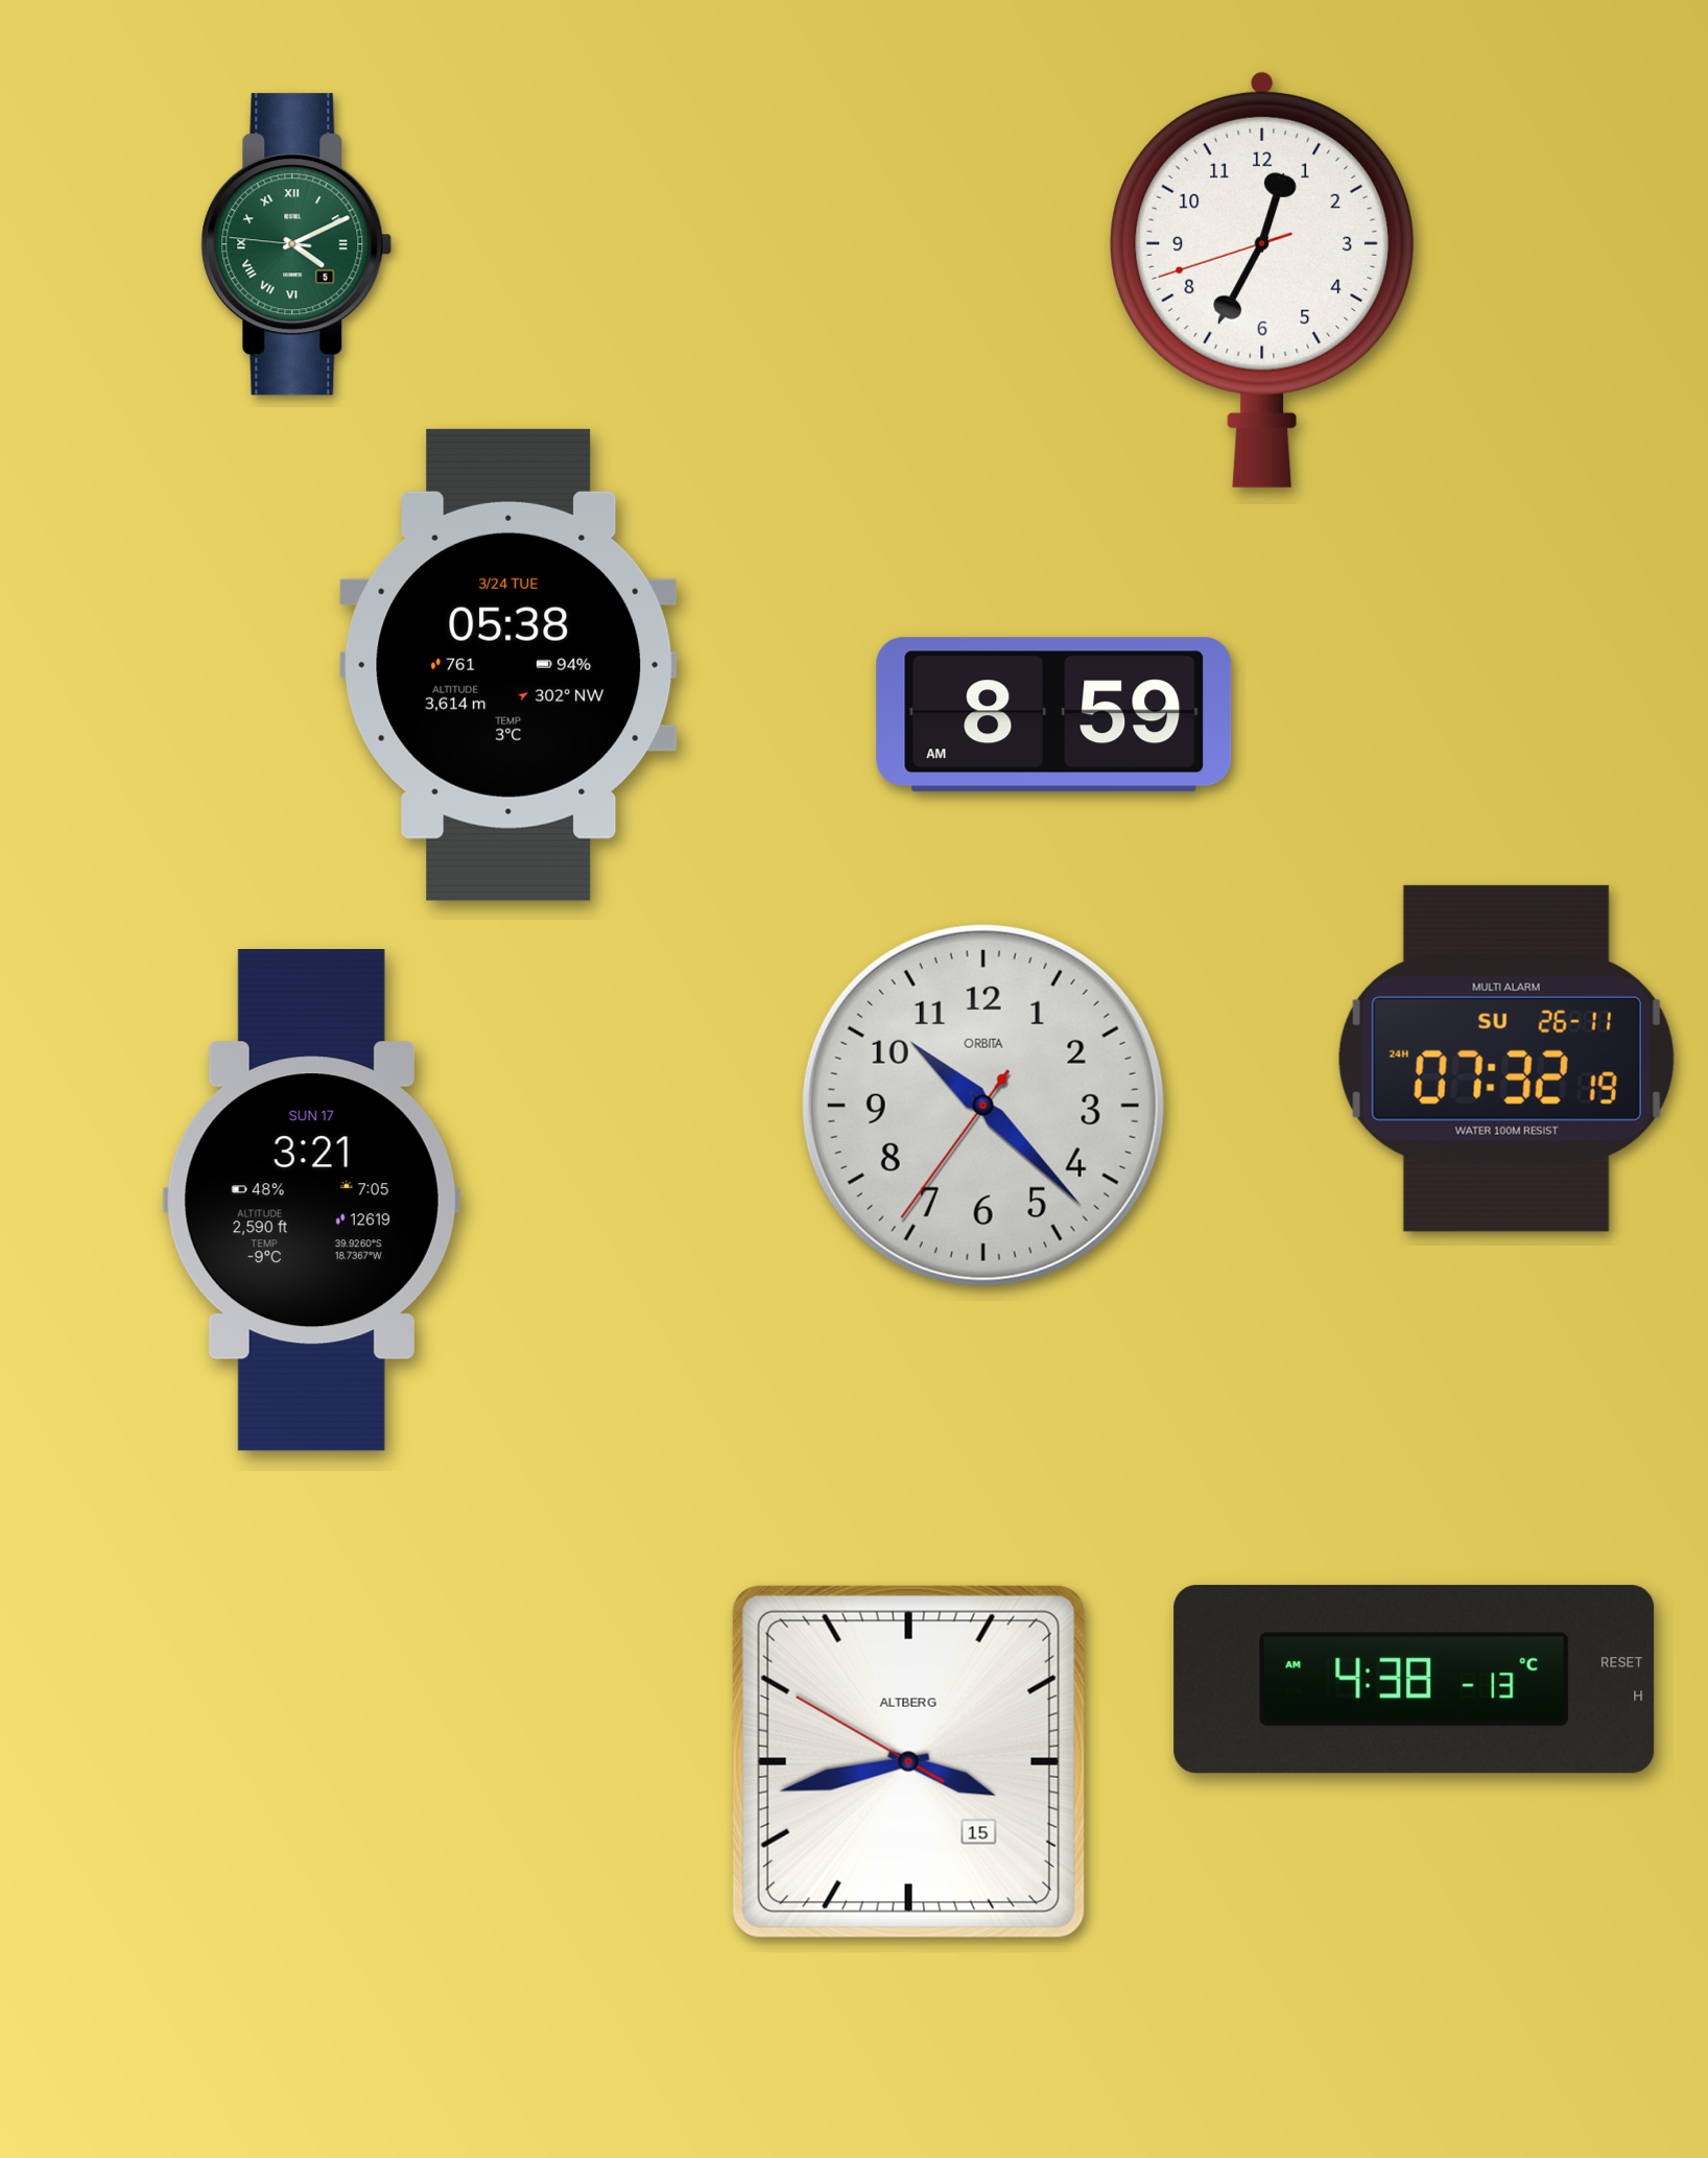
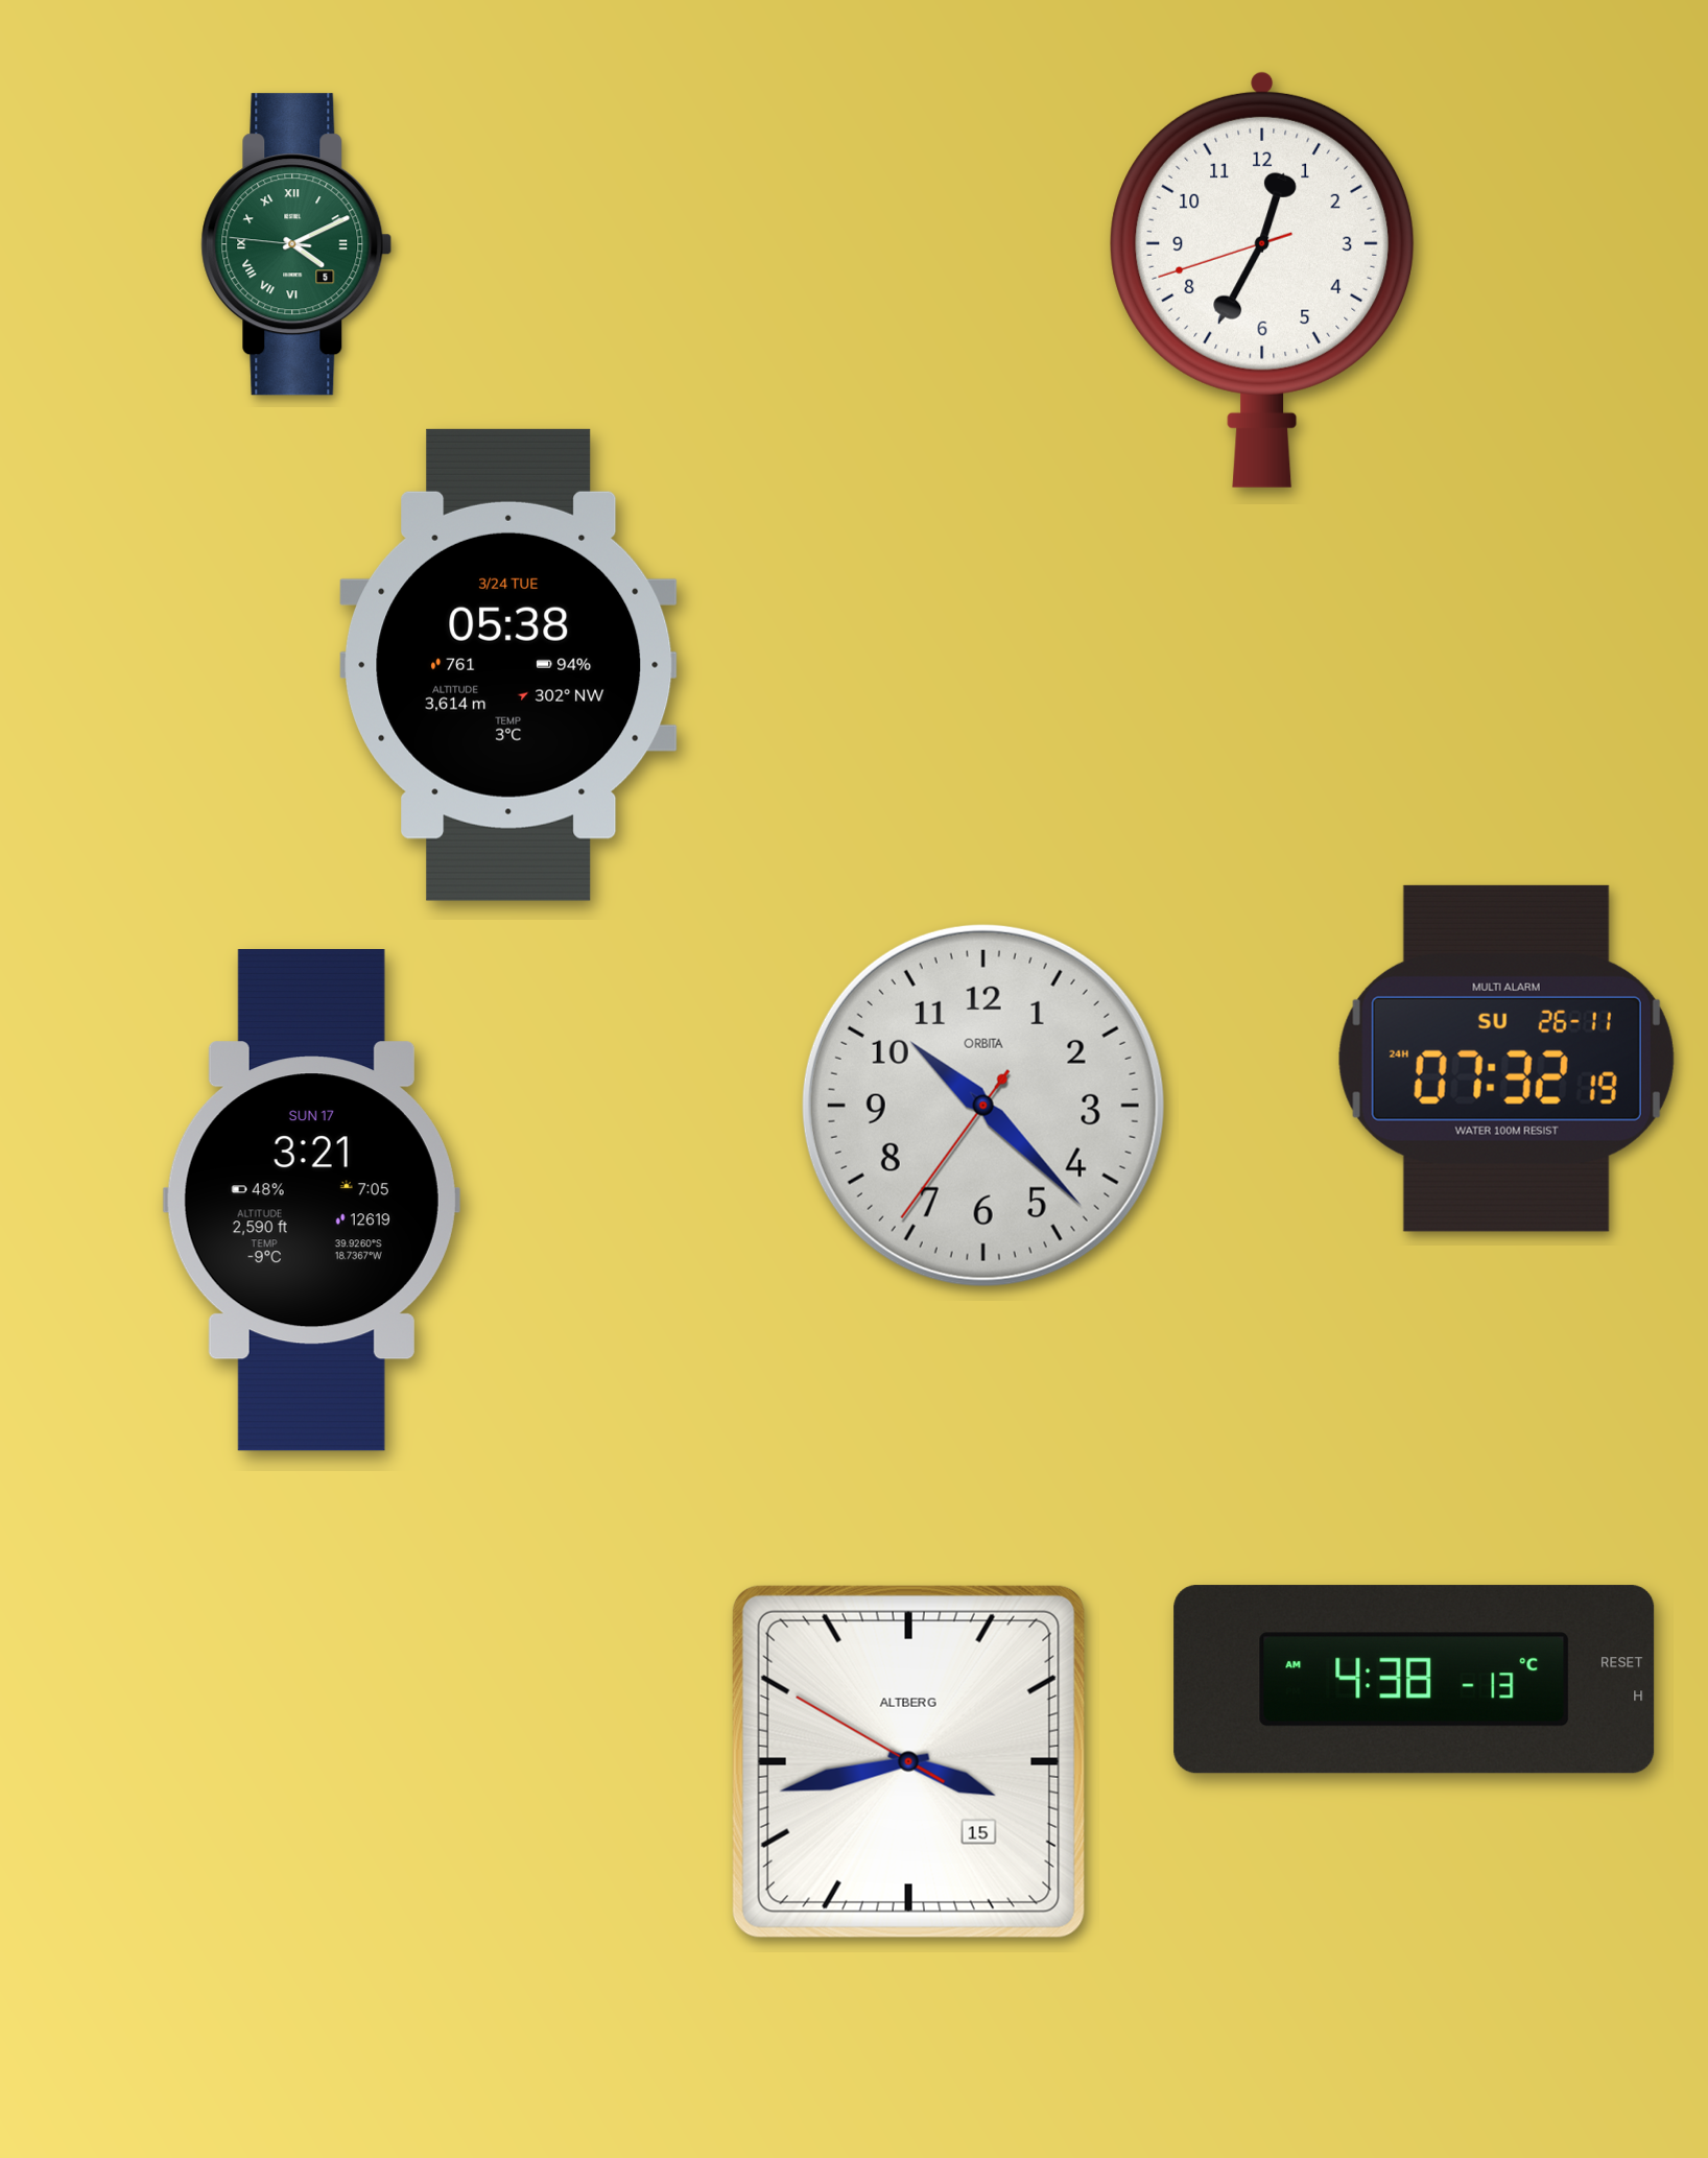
clock at (1054, 715): 8:59 -> none
